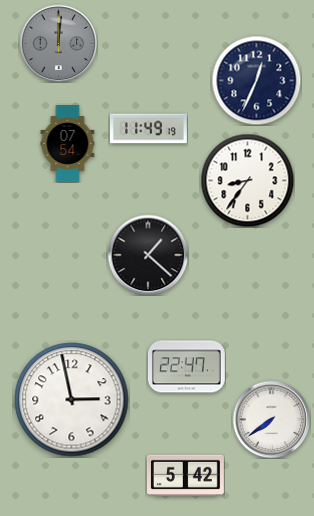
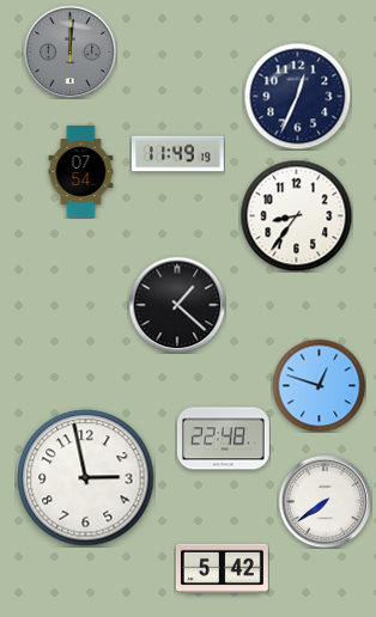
clock at (256, 80) position: (256, 80) -> (297, 96)
clock at (319, 385): none -> 12:48
clock at (186, 367): 22:47 -> 22:48
